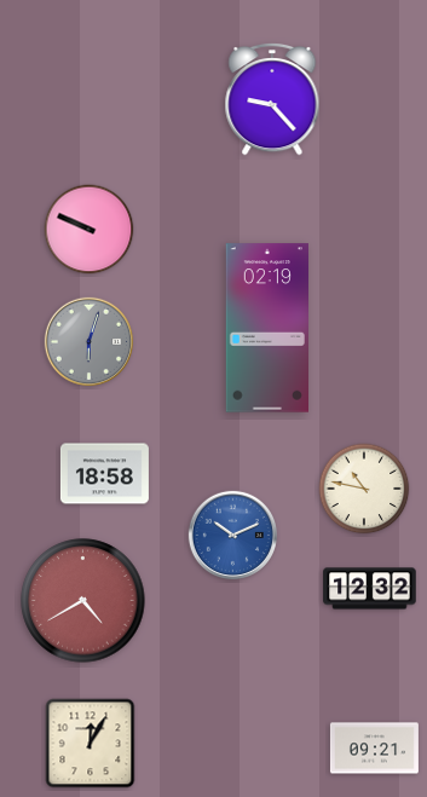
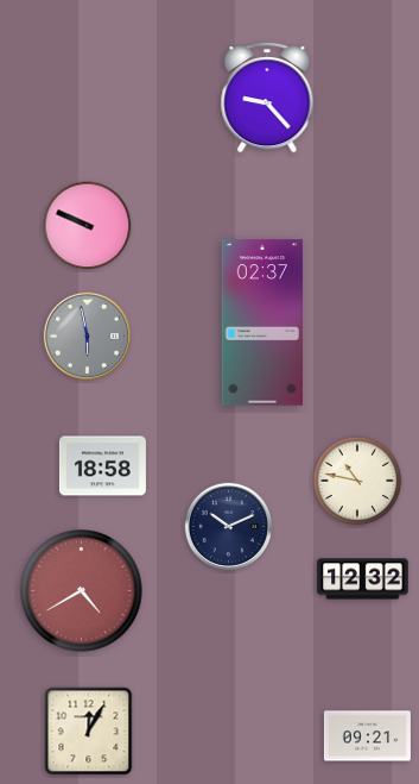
clock at (266, 328): 02:19 -> 02:37
clock at (88, 341): 6:03 -> 5:58
clock at (232, 535) dial: blue -> navy
